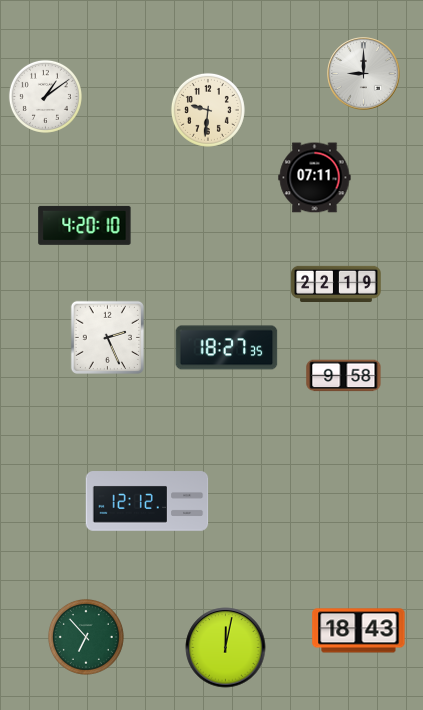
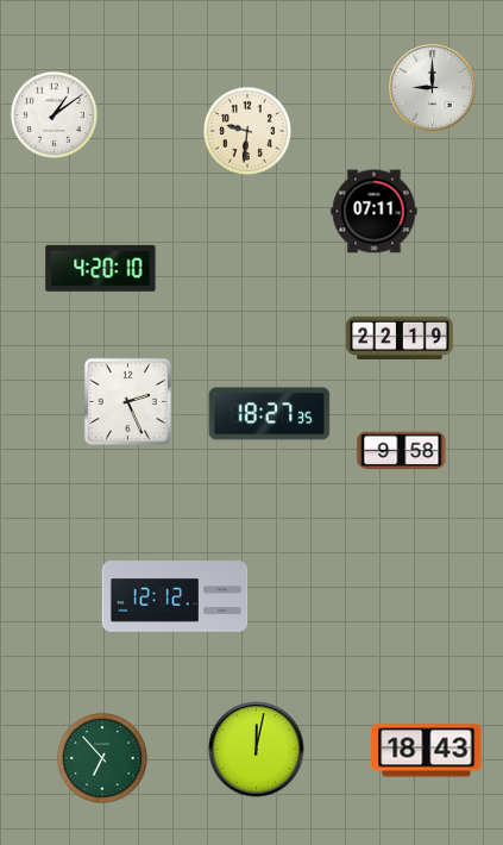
clock at (344, 376) position: (344, 376) -> (402, 451)
clock at (226, 648) position: (226, 648) -> (257, 750)
